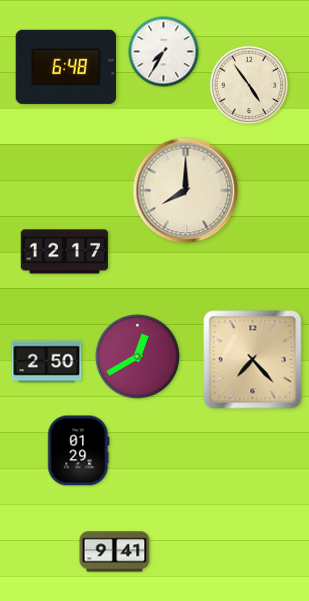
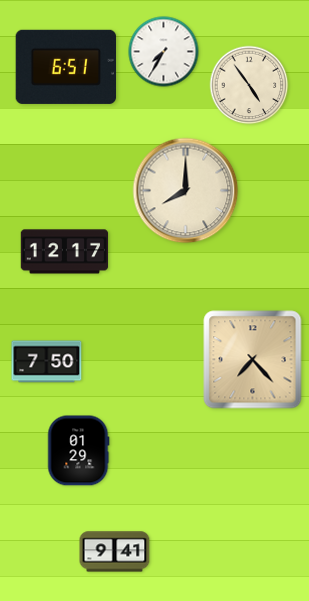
clock at (66, 67): 6:48 -> 6:51
clock at (137, 356): 12:40 -> none
clock at (47, 362): 2:50 -> 7:50
